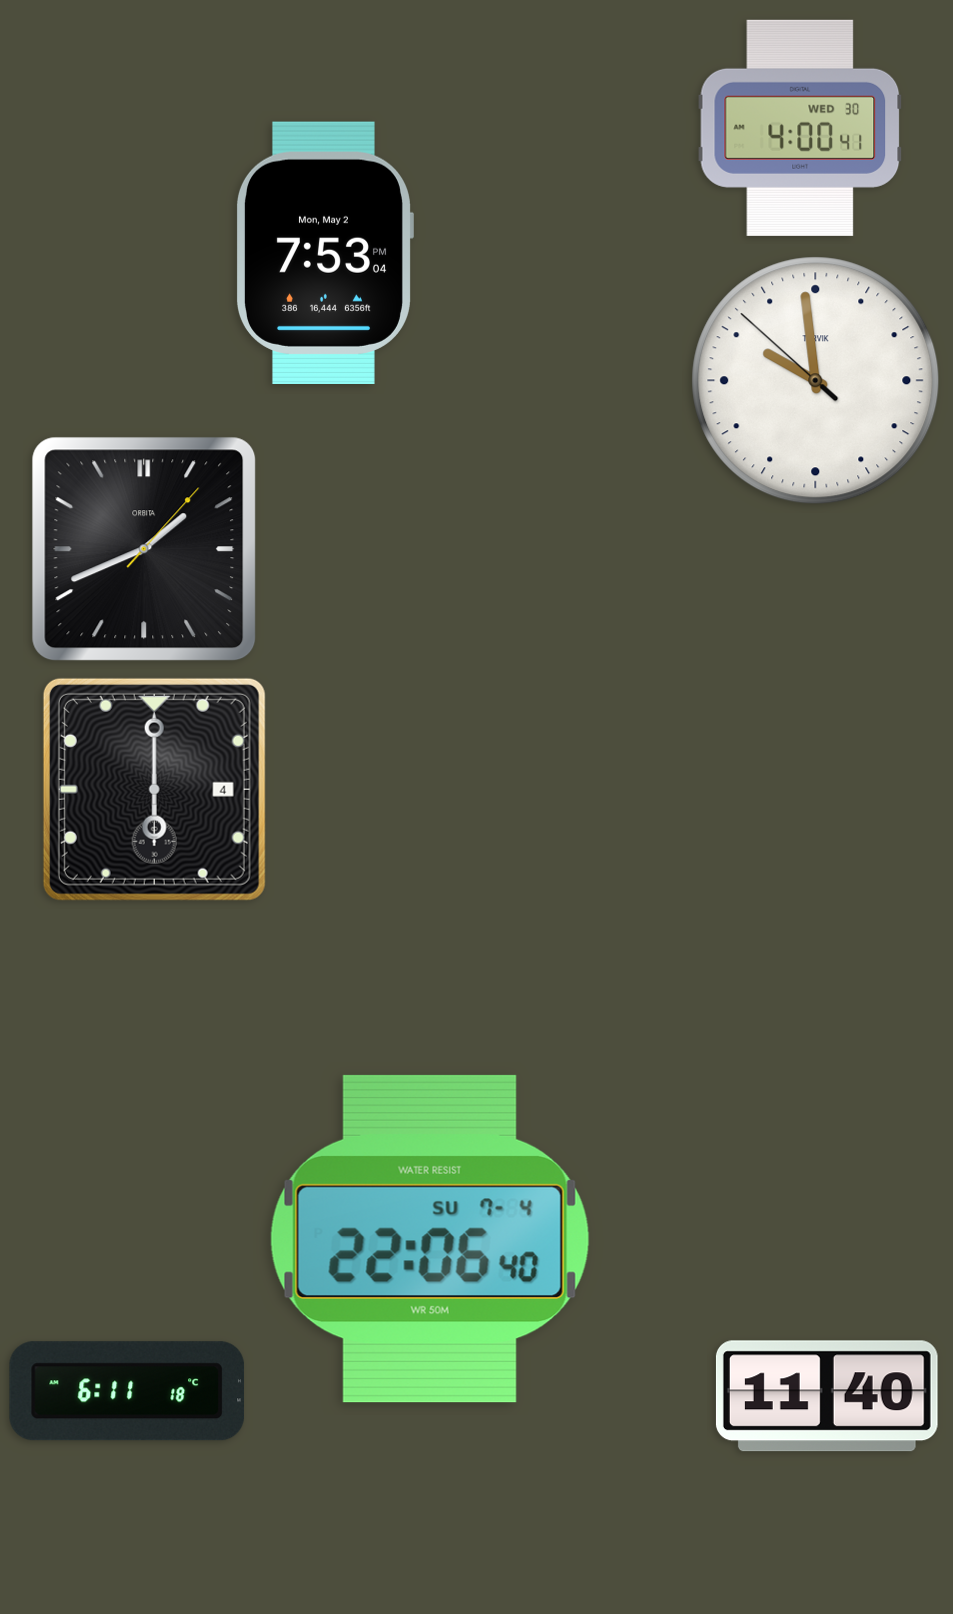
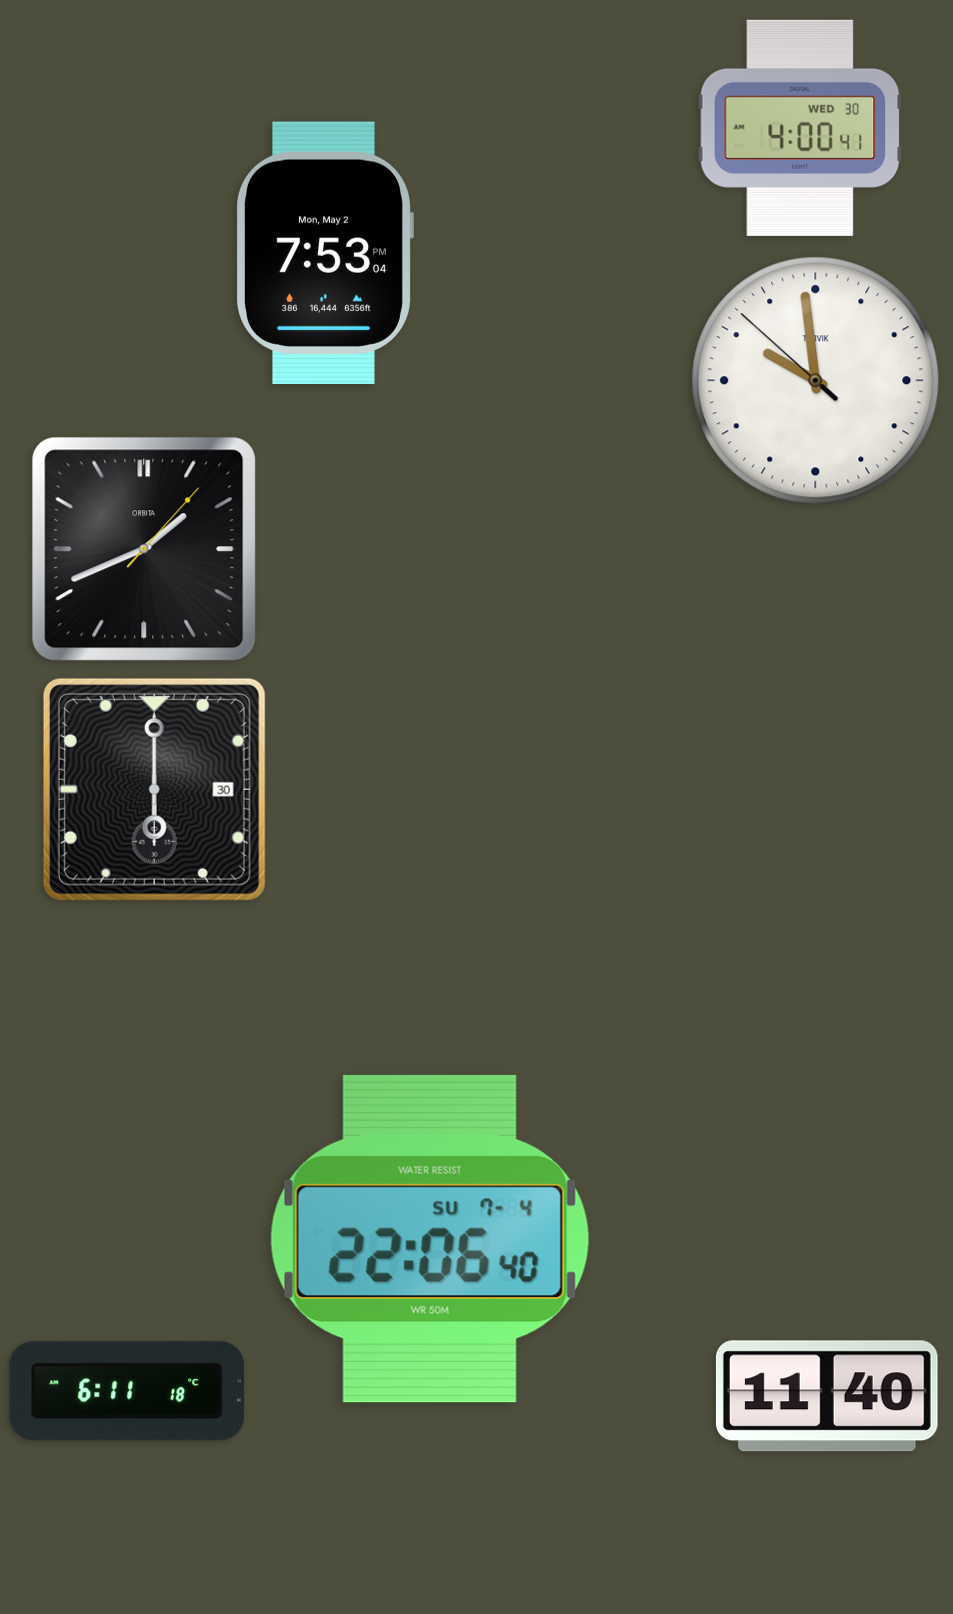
clock at (154, 789) date: 4 -> 30
